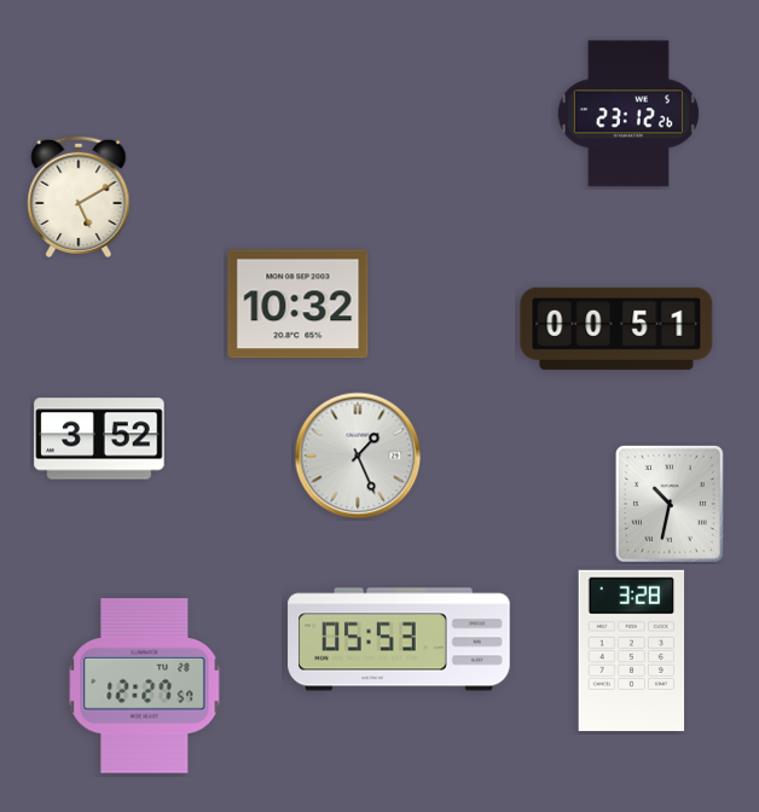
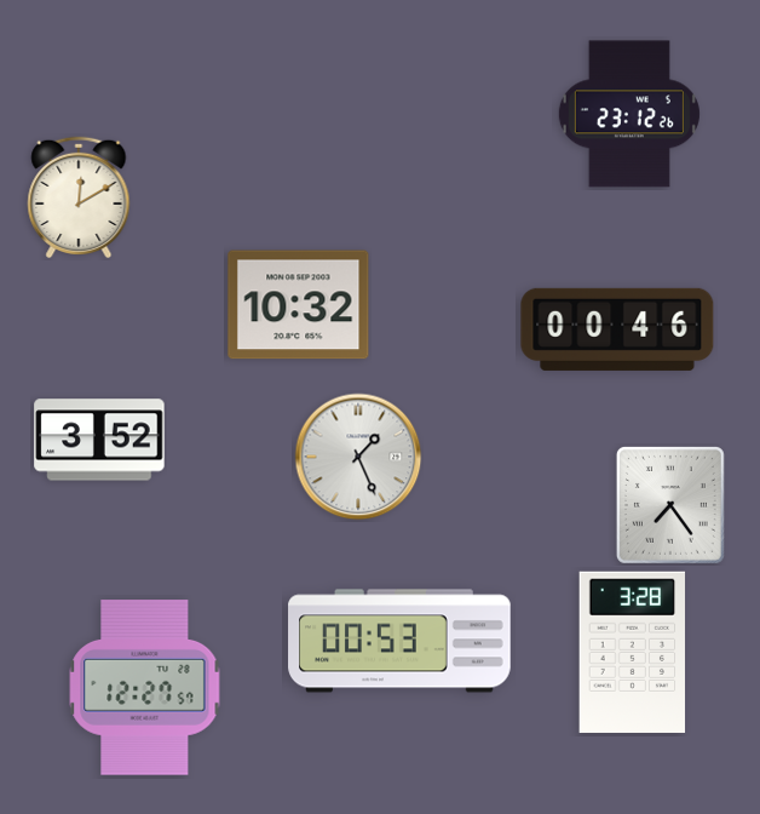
clock at (79, 196): 5:10 -> 12:10
clock at (616, 329): 00:51 -> 00:46
clock at (670, 504): 10:32 -> 7:24
clock at (399, 639): 05:53 -> 00:53
